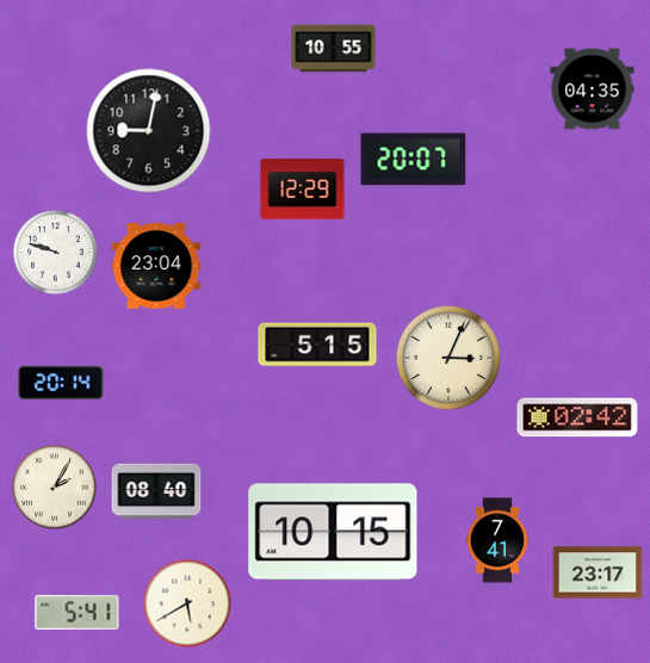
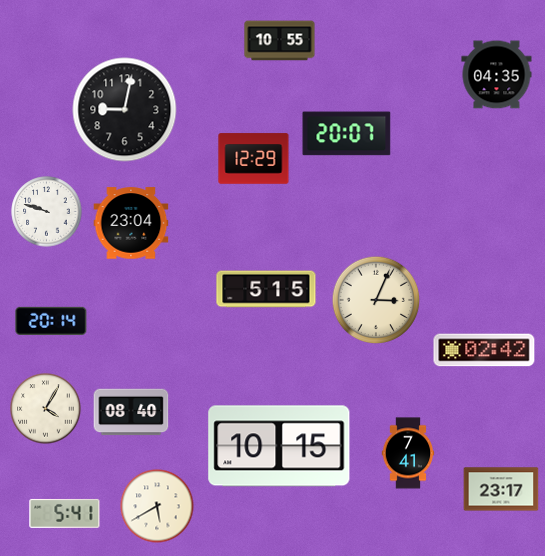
clock at (55, 488): 2:05 -> 4:05
clock at (497, 540) position: (497, 540) -> (408, 453)
clock at (598, 572) position: (598, 572) -> (501, 489)
